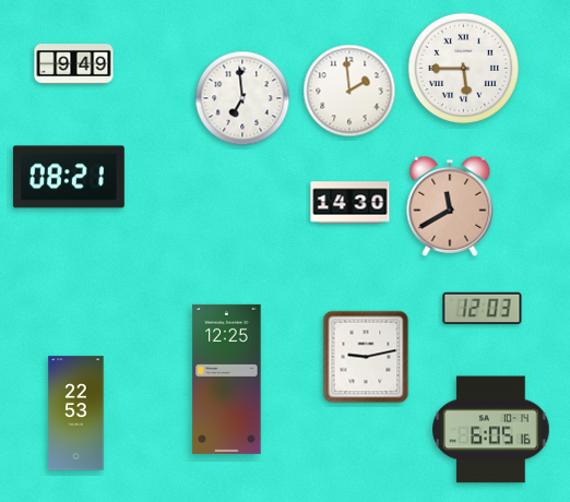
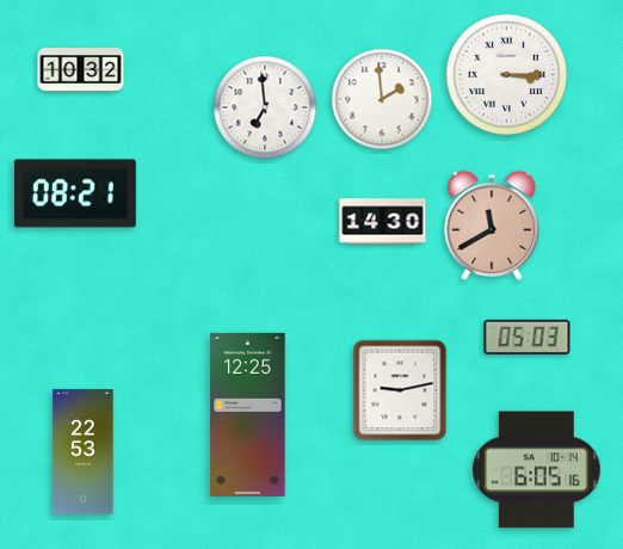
clock at (74, 64): 9:49 -> 10:32
clock at (464, 69): 5:45 -> 3:15
clock at (483, 309): 12:03 -> 05:03
